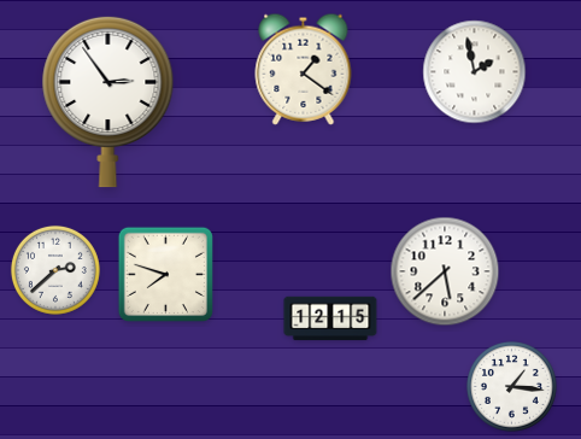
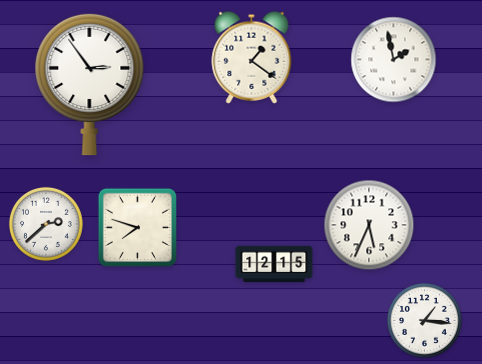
clock at (445, 271): 5:38 -> 5:34
